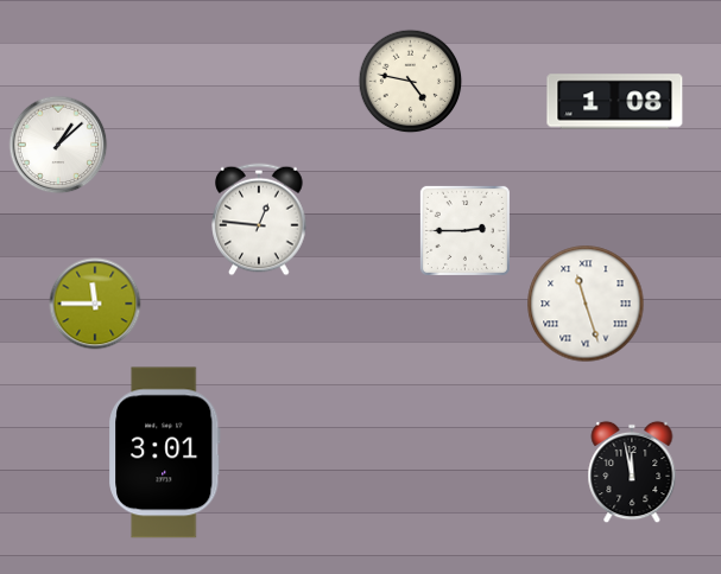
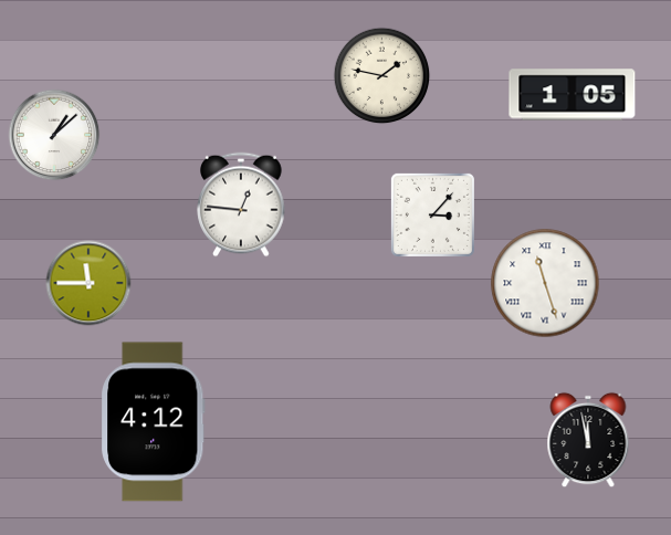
clock at (411, 82): 4:47 -> 1:47
clock at (615, 102): 1:08 -> 1:05
clock at (464, 230): 2:45 -> 3:07
clock at (165, 453): 3:01 -> 4:12
